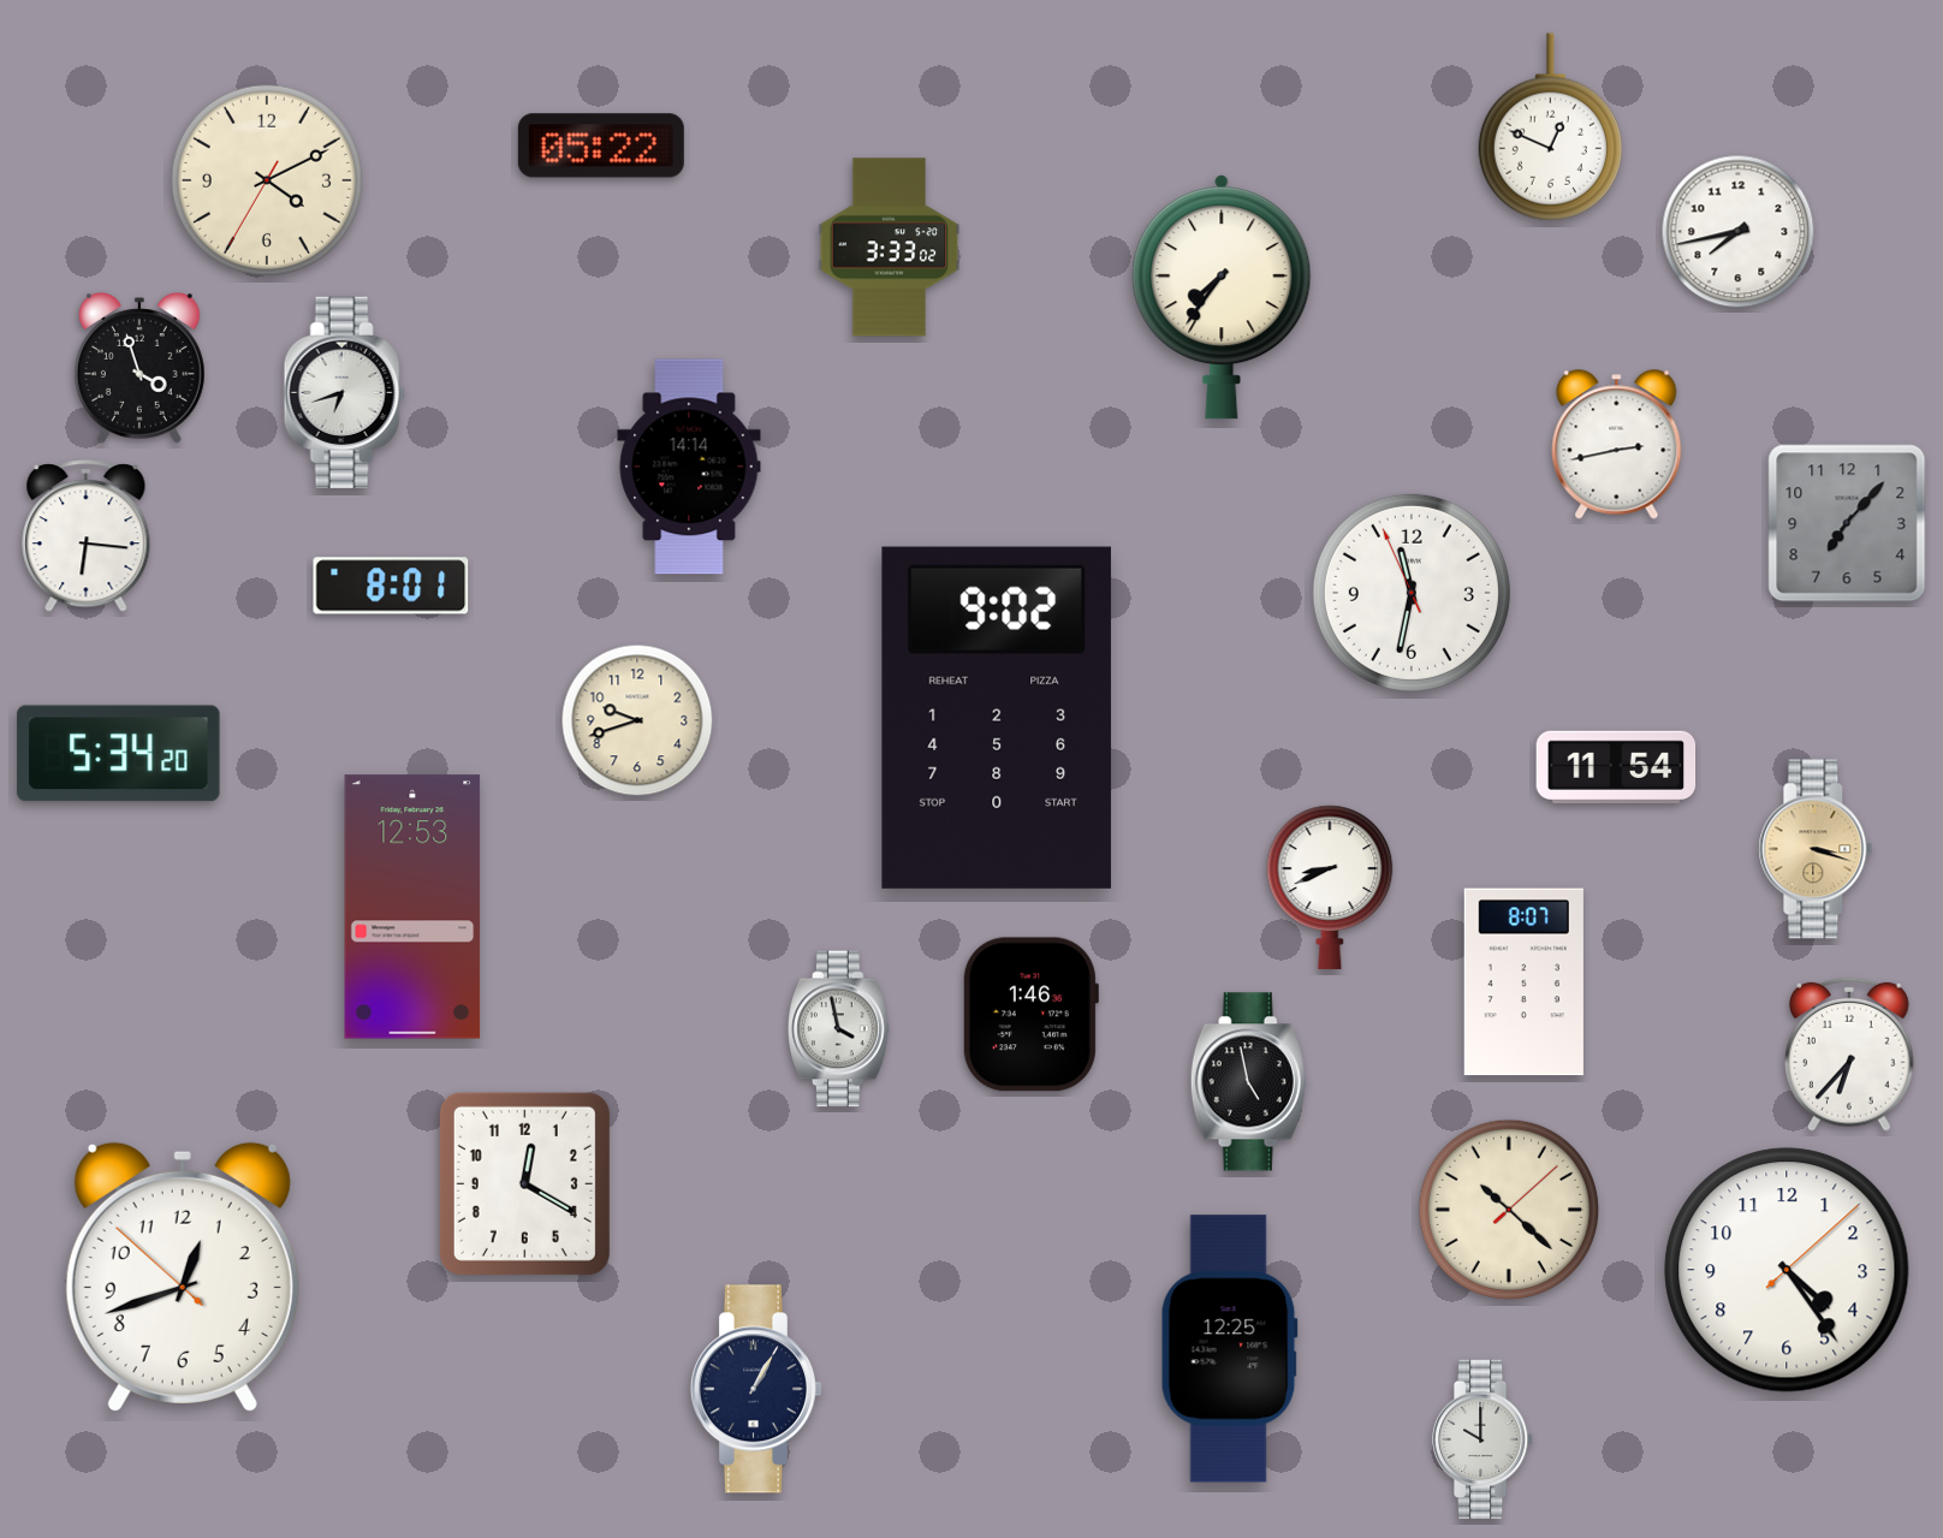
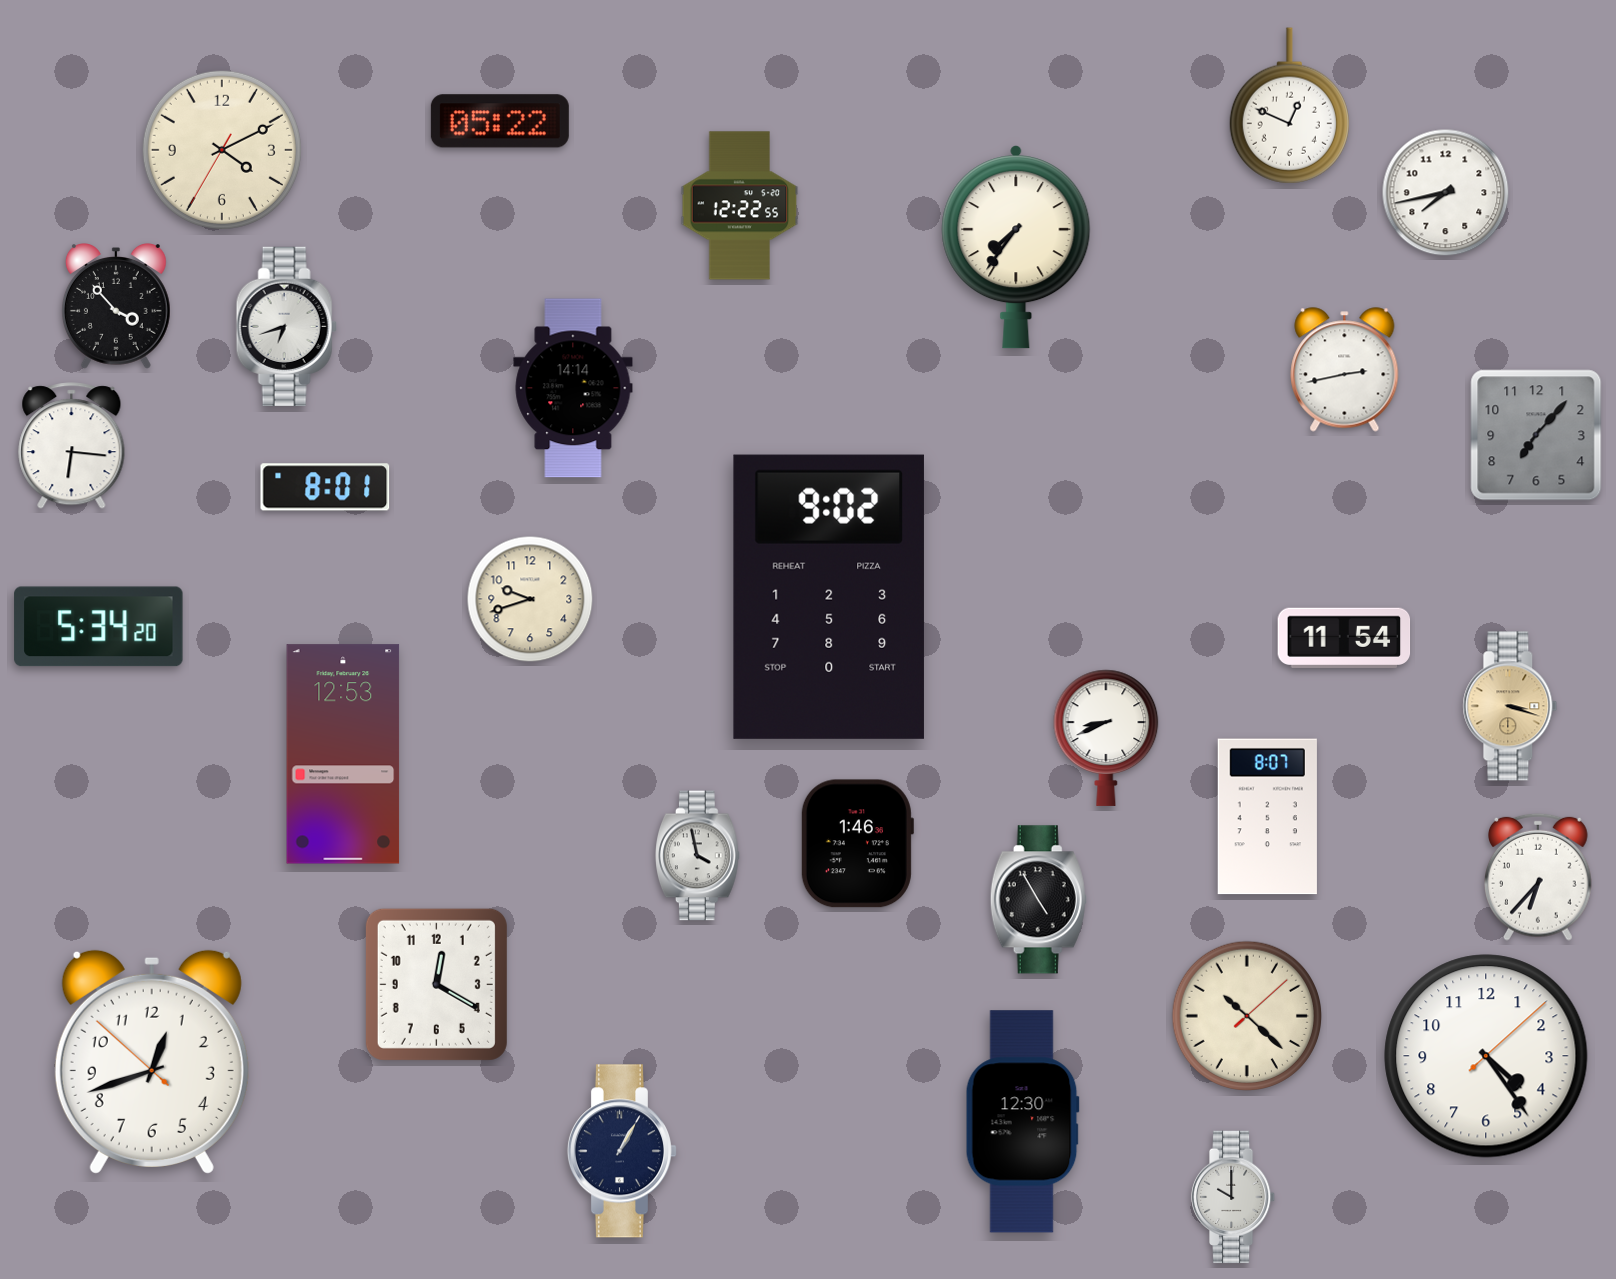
clock at (890, 248): 3:33 -> 12:22
clock at (139, 369): 3:57 -> 3:53
clock at (1412, 593): 11:31 -> none
clock at (1248, 1082): 4:58 -> 4:55
clock at (1508, 1209) position: (1508, 1209) -> (1246, 1015)
clock at (1229, 1349): 12:25 -> 12:30
clock at (755, 1389) position: (755, 1389) -> (621, 1151)
